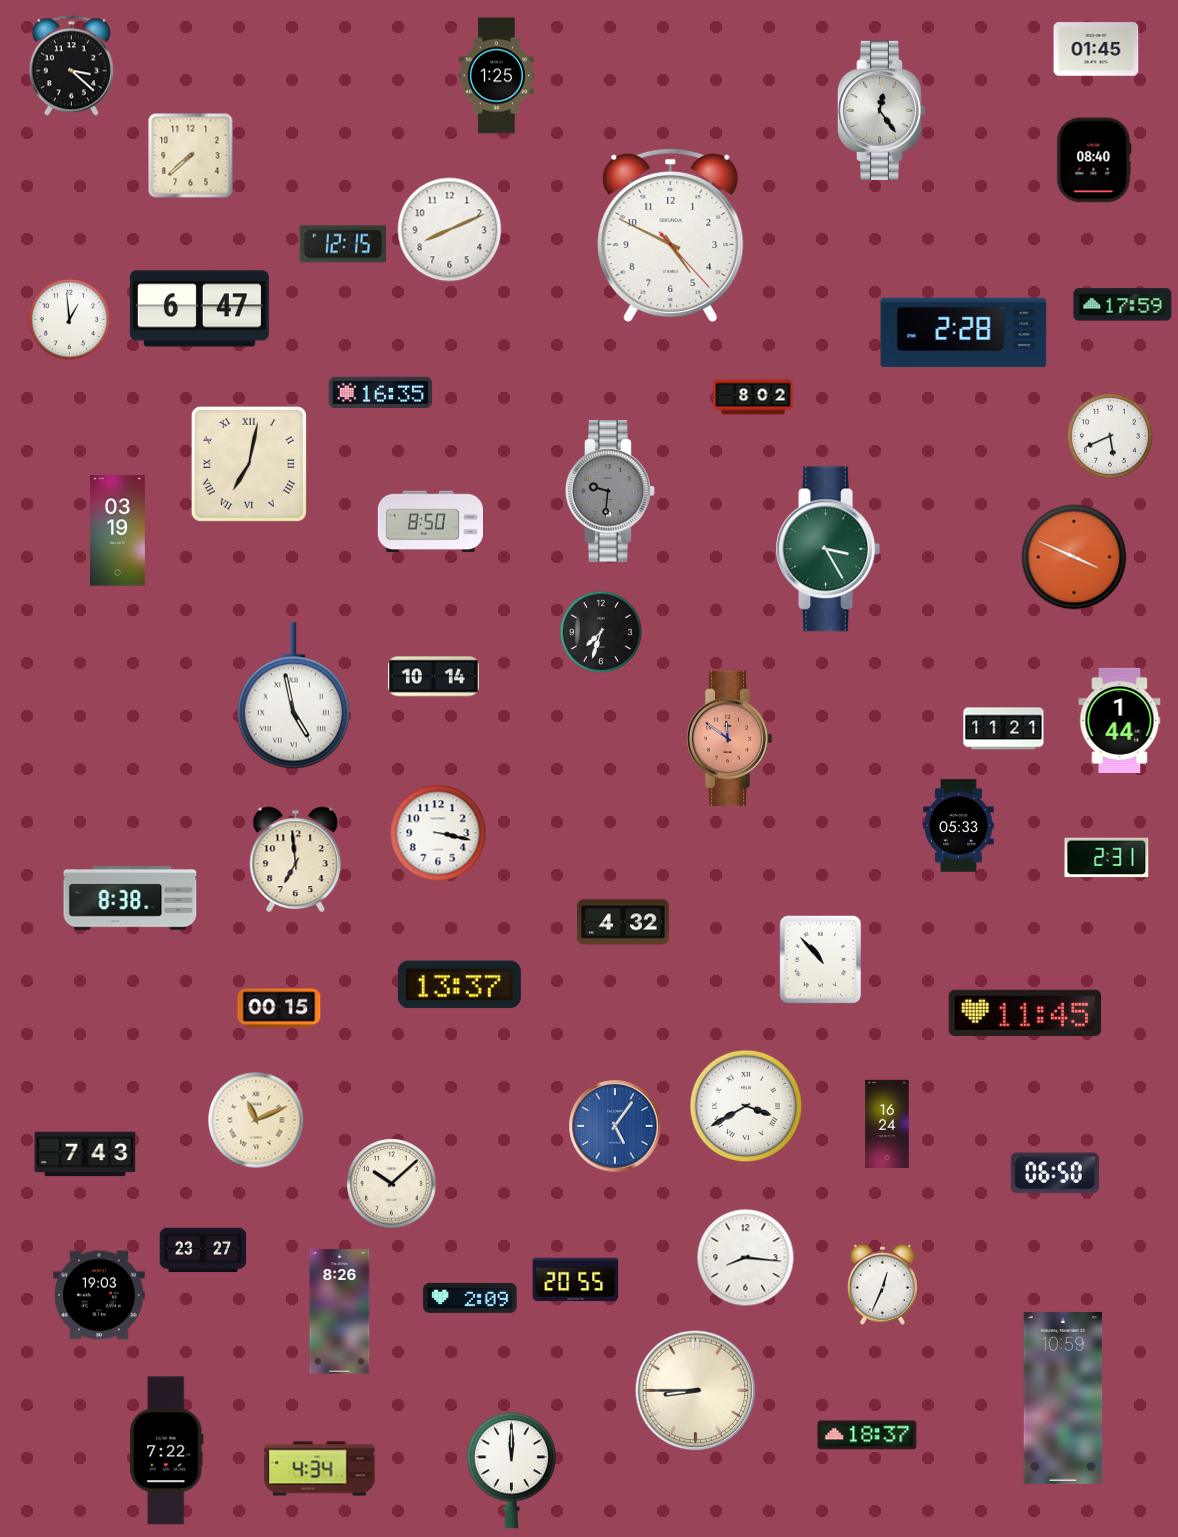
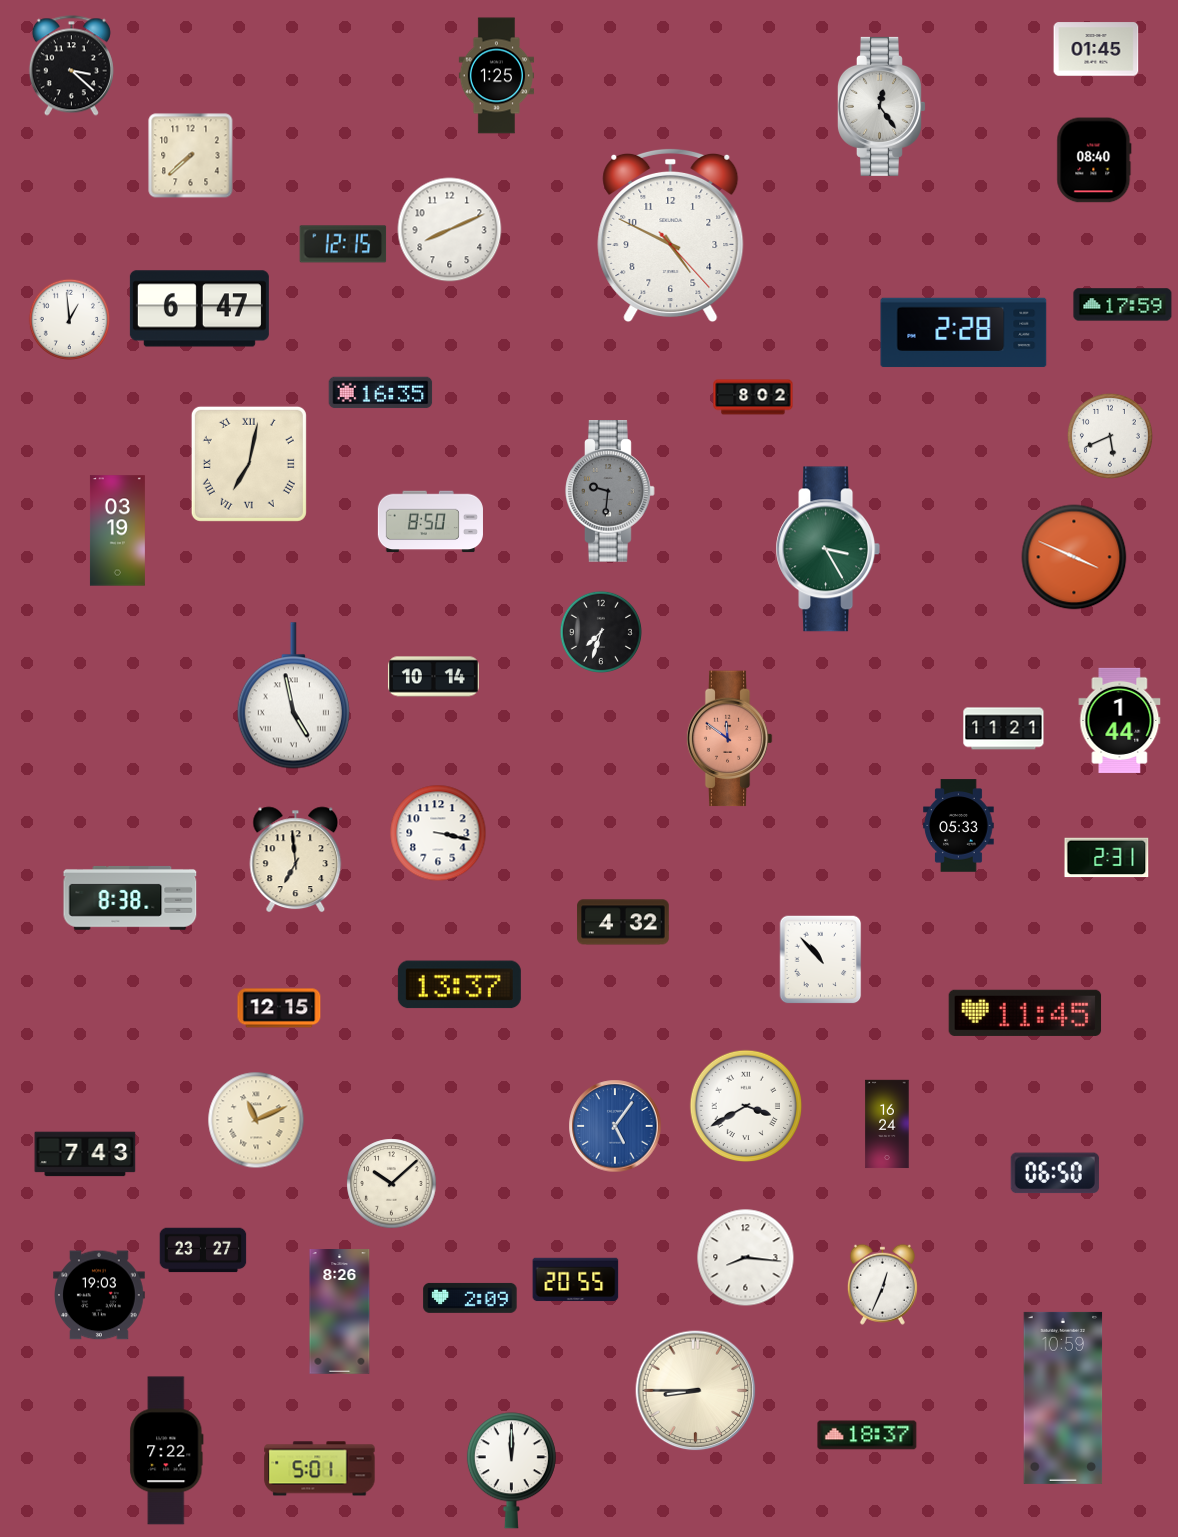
clock at (881, 110) position: (881, 110) -> (881, 106)
clock at (279, 1008): 00:15 -> 12:15
clock at (320, 1469): 4:34 -> 5:01
